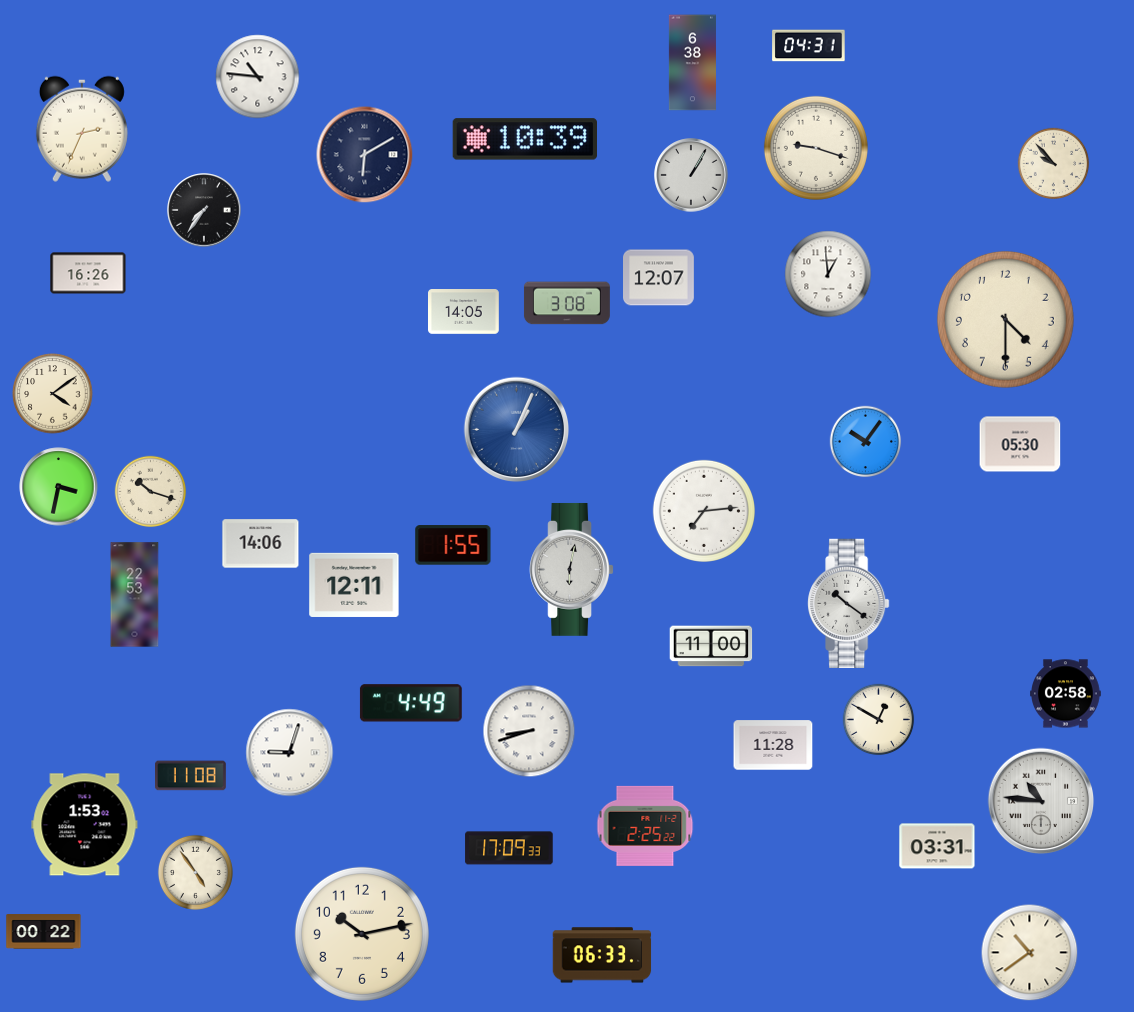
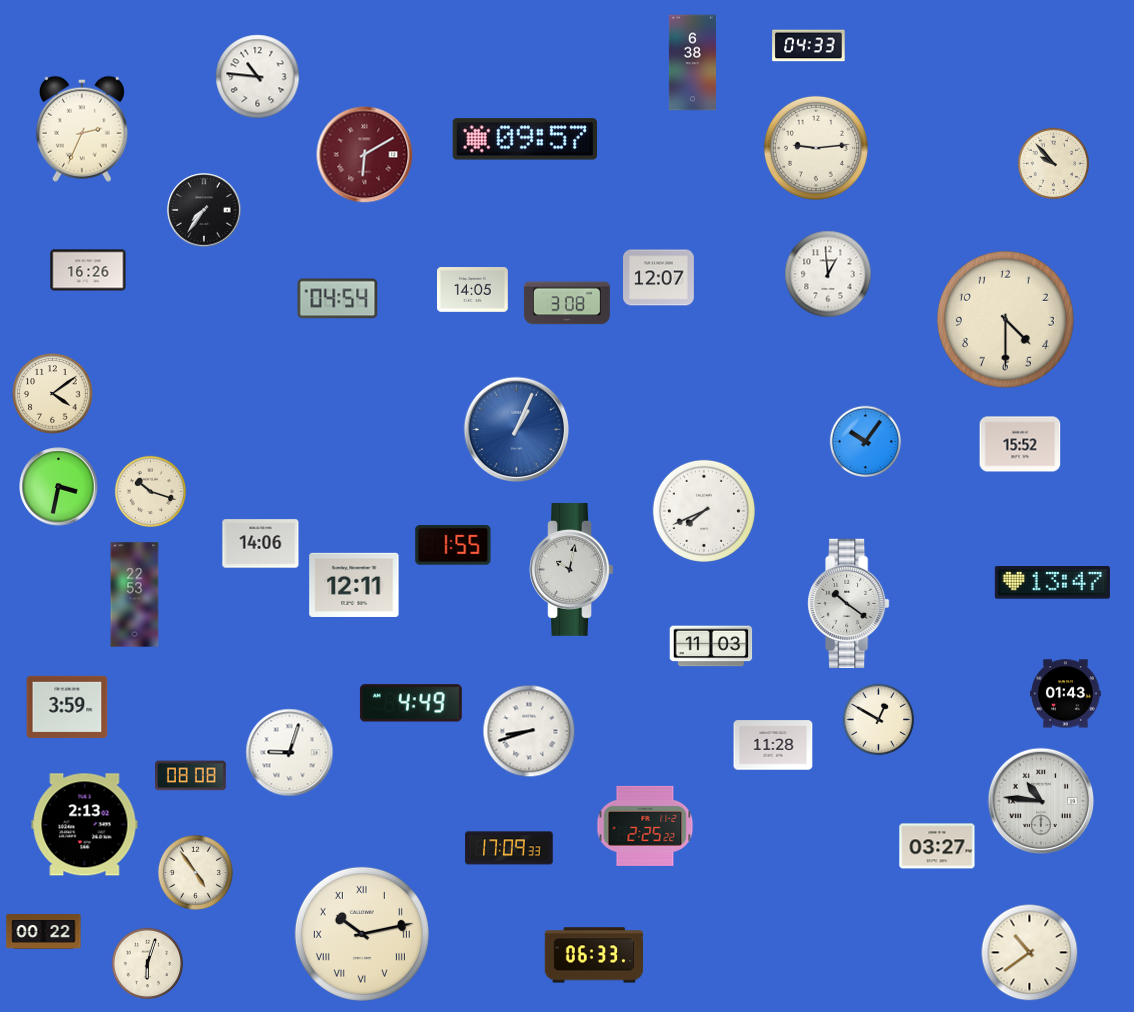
clock at (809, 46): 04:31 -> 04:33
clock at (524, 139): 10:39 -> 09:57
clock at (816, 148): 9:18 -> 9:14
clock at (365, 155) dial: navy -> burgundy
clock at (691, 175): 1:05 -> none
clock at (88, 273) position: (88, 273) -> (88, 270)
clock at (338, 299): none -> 04:54
clock at (464, 312) position: (464, 312) -> (473, 290)
clock at (1020, 444): 05:30 -> 15:52
clock at (704, 511): 7:14 -> 7:41
clock at (571, 569): 6:02 -> 10:02
clock at (1052, 583): none -> 13:47
clock at (711, 646): 11:00 -> 11:03
clock at (1066, 694): 02:58 -> 01:43
clock at (67, 707): none -> 3:59
clock at (191, 776): 11:08 -> 08:08
clock at (85, 825): 1:53 -> 2:13
clock at (937, 846): 03:31 -> 03:27
clock at (362, 934) numerals: Arabic -> Roman
clock at (602, 955) position: (602, 955) -> (594, 955)
clock at (148, 964): none -> 6:03
